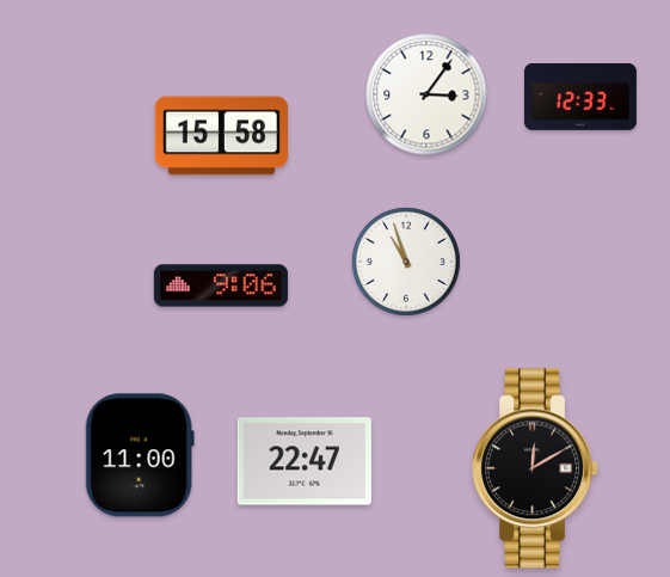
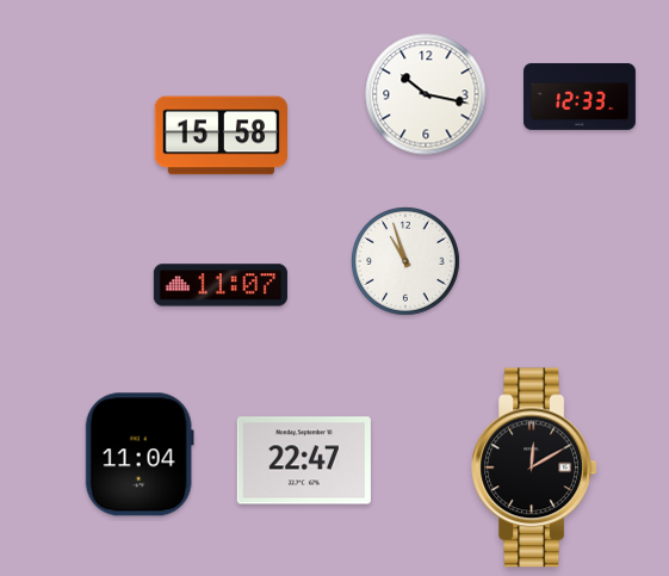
clock at (426, 94): 3:06 -> 10:17
clock at (221, 286): 9:06 -> 11:07
clock at (140, 455): 11:00 -> 11:04
